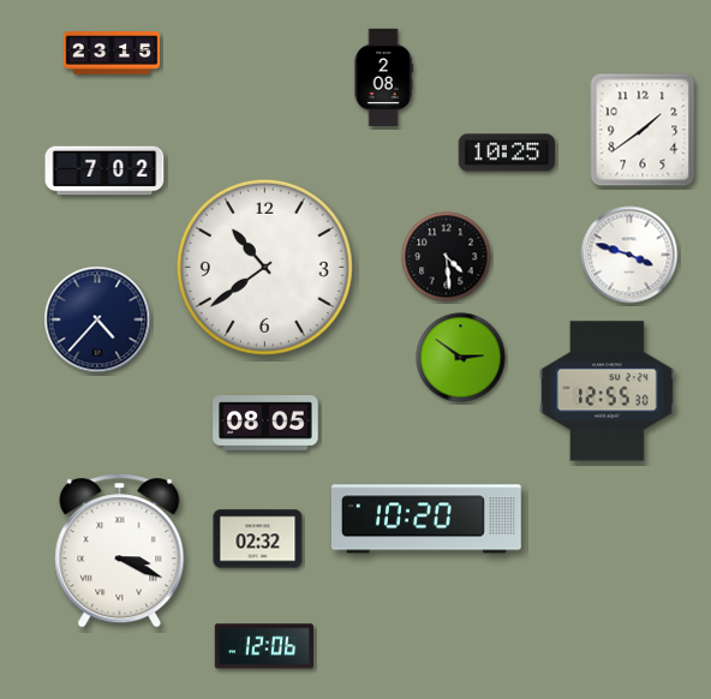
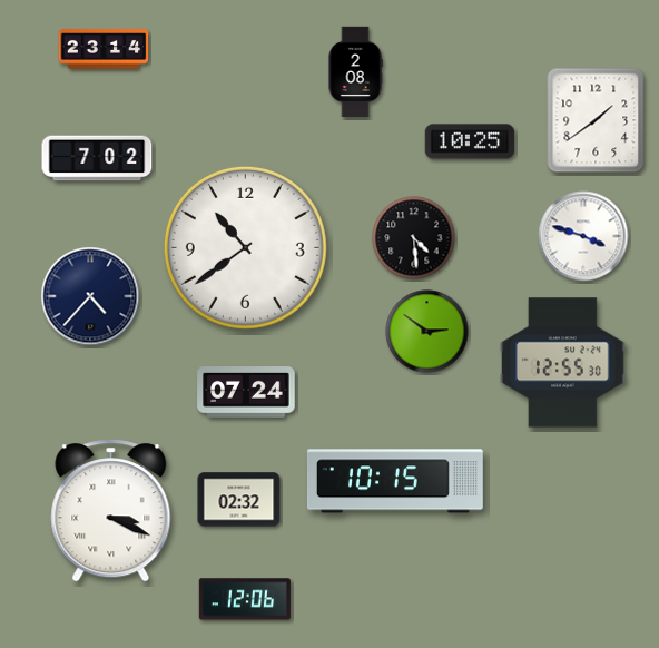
clock at (112, 53): 23:15 -> 23:14
clock at (265, 424): 08:05 -> 07:24
clock at (426, 519): 10:20 -> 10:15
